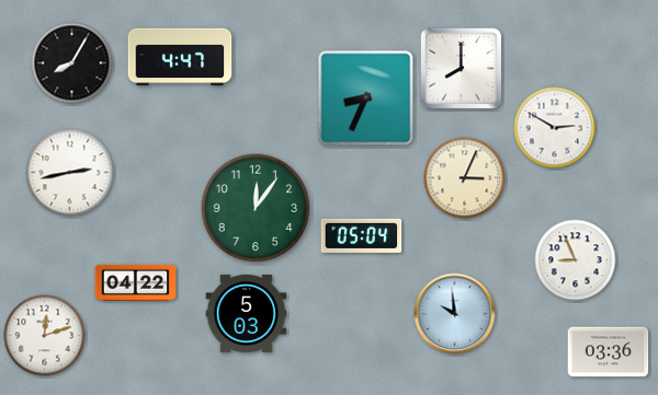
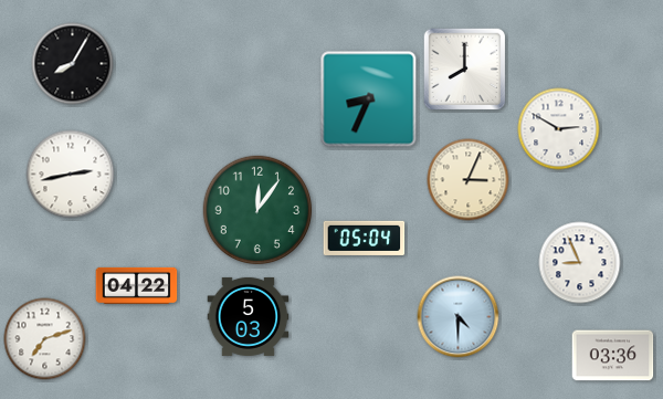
clock at (180, 57): 4:47 -> none
clock at (455, 314): 9:59 -> 4:30
clock at (45, 336): 12:12 -> 7:12
